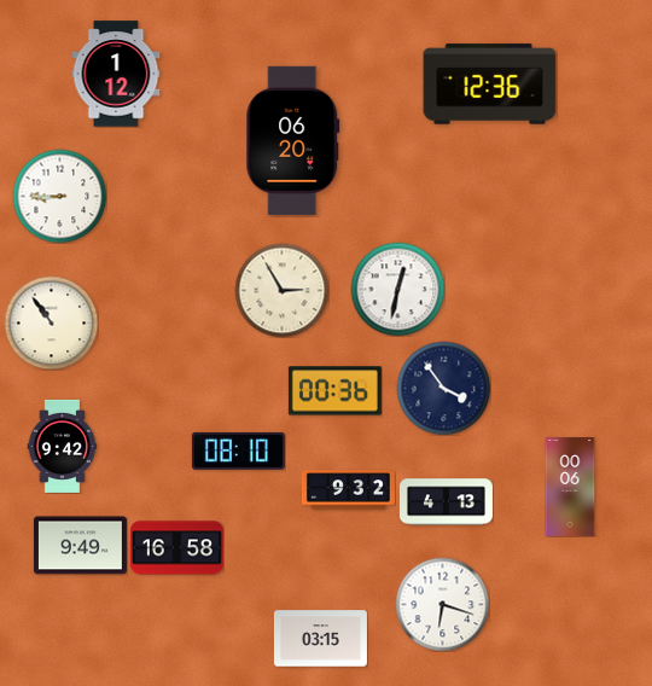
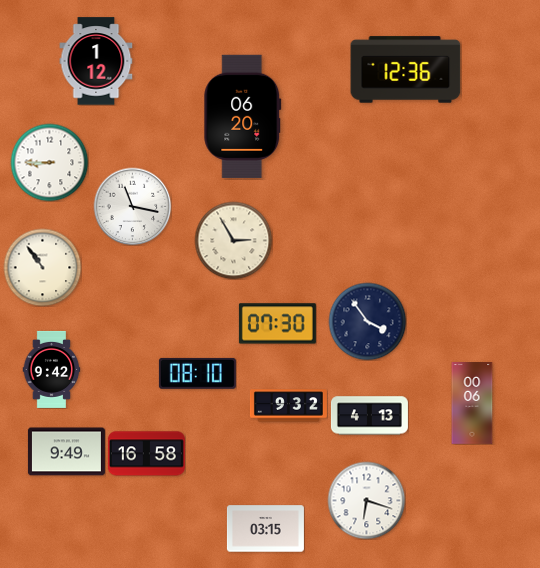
clock at (132, 206): none -> 11:17
clock at (397, 289): 12:32 -> none
clock at (334, 391): 00:36 -> 07:30
